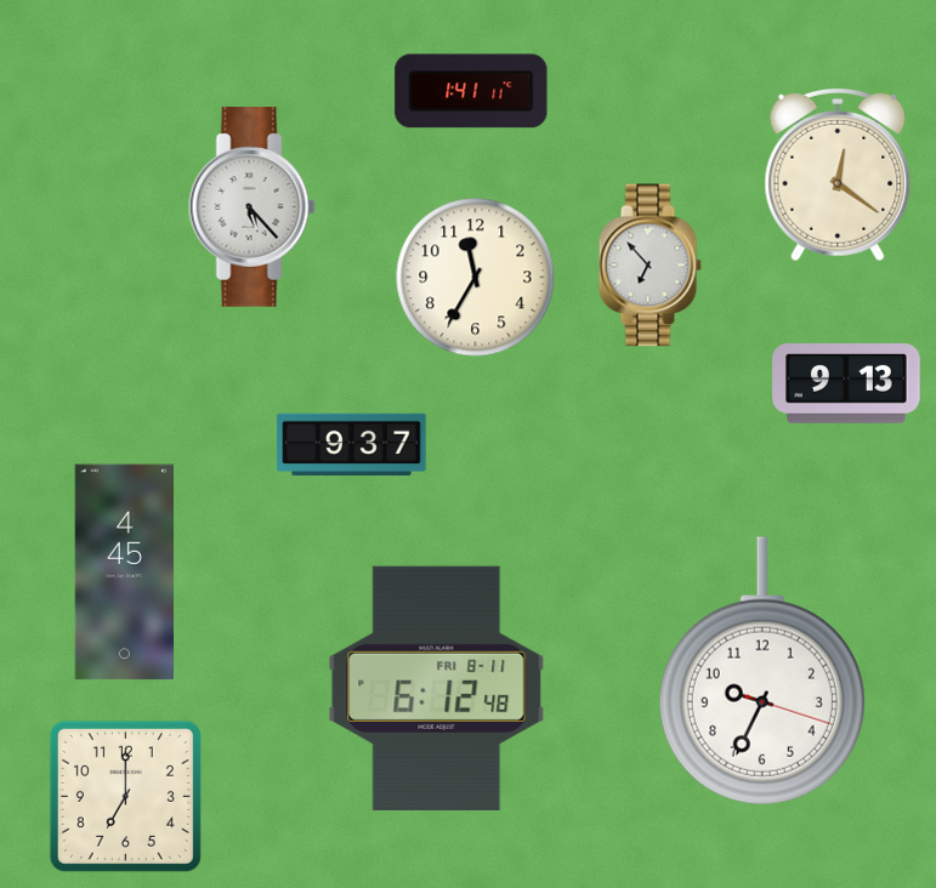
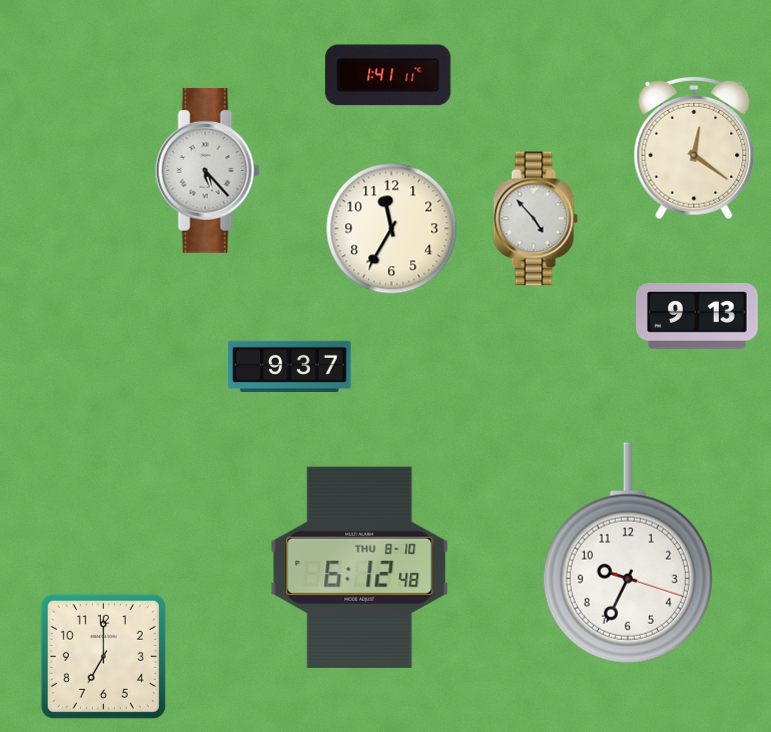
clock at (838, 175) position: (838, 175) -> (694, 148)
clock at (649, 266): 6:53 -> 4:53
clock at (124, 573): 4:45 -> none
clock at (437, 688) date: FRI 8-11 -> THU 8-10
